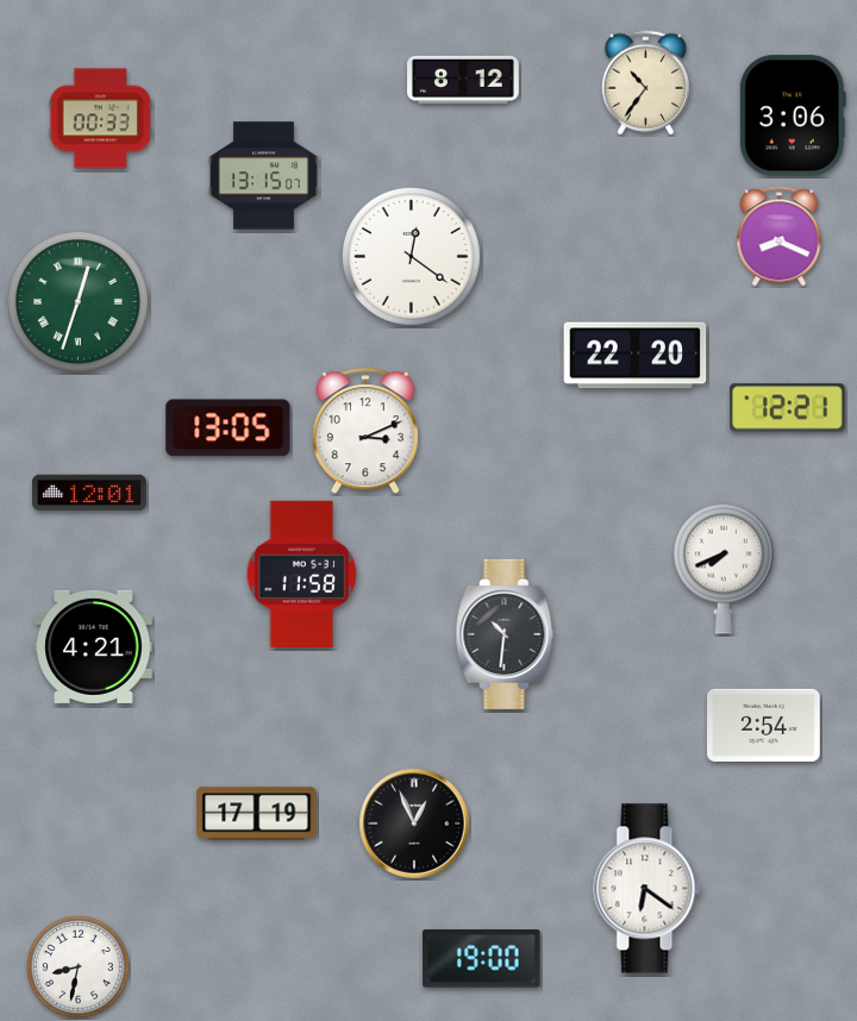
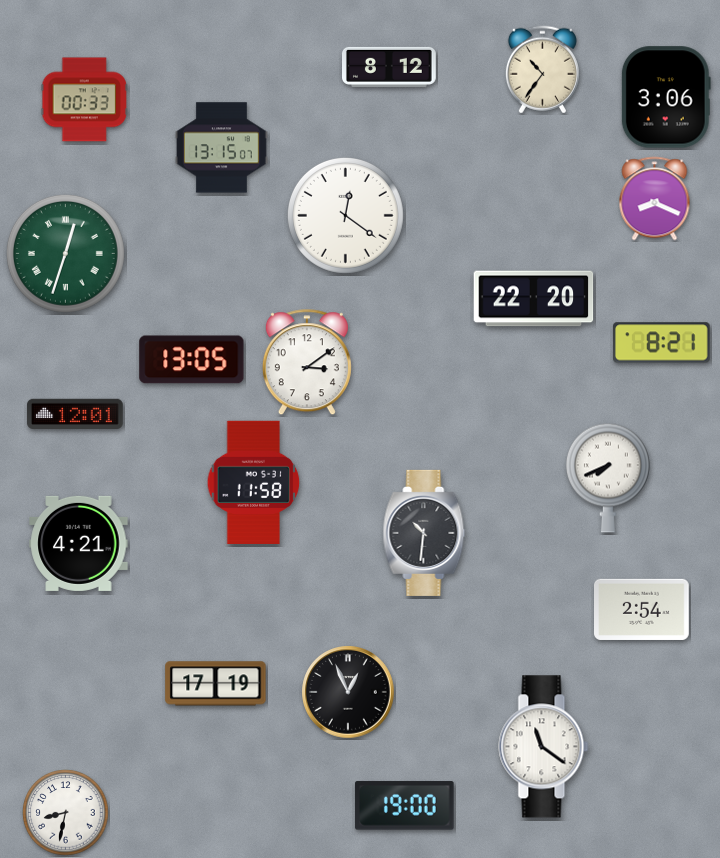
clock at (788, 408): 12:21 -> 8:21
clock at (365, 432): 3:11 -> 3:09
clock at (648, 889): 6:21 -> 11:21
